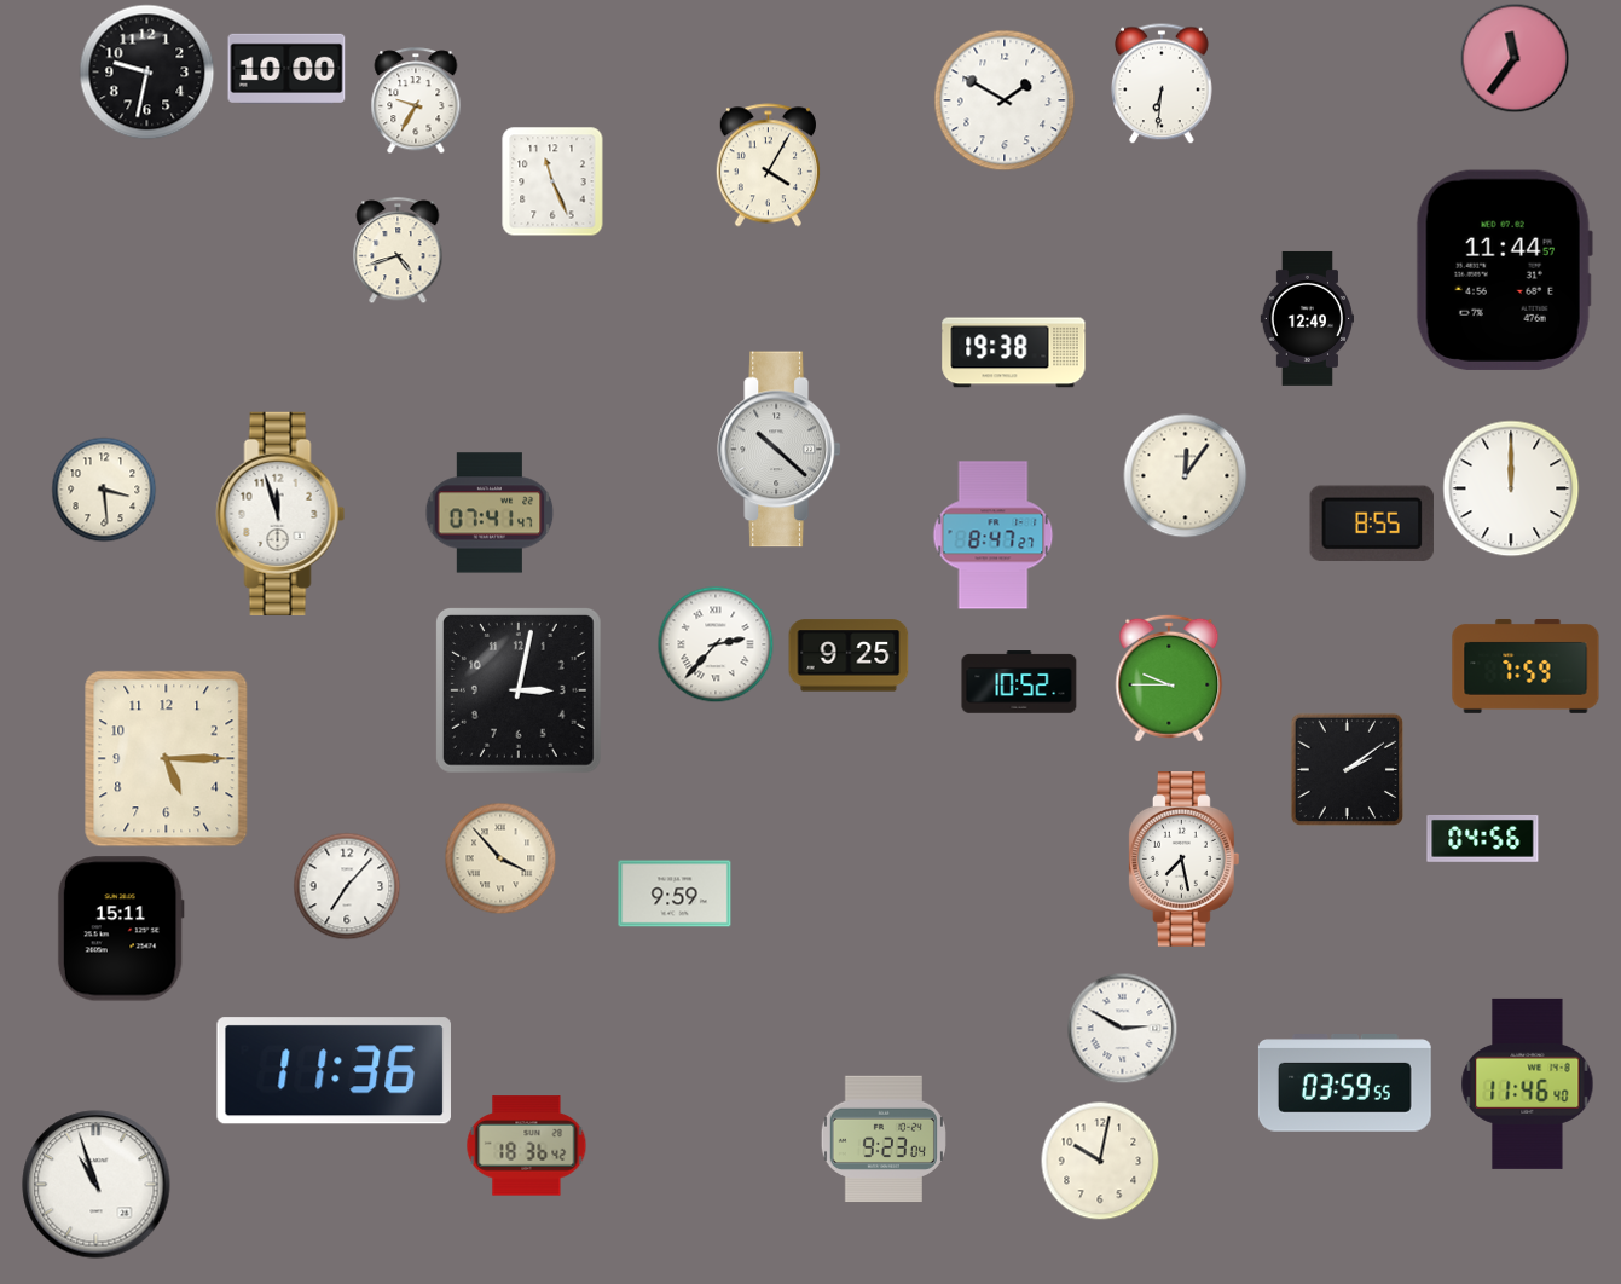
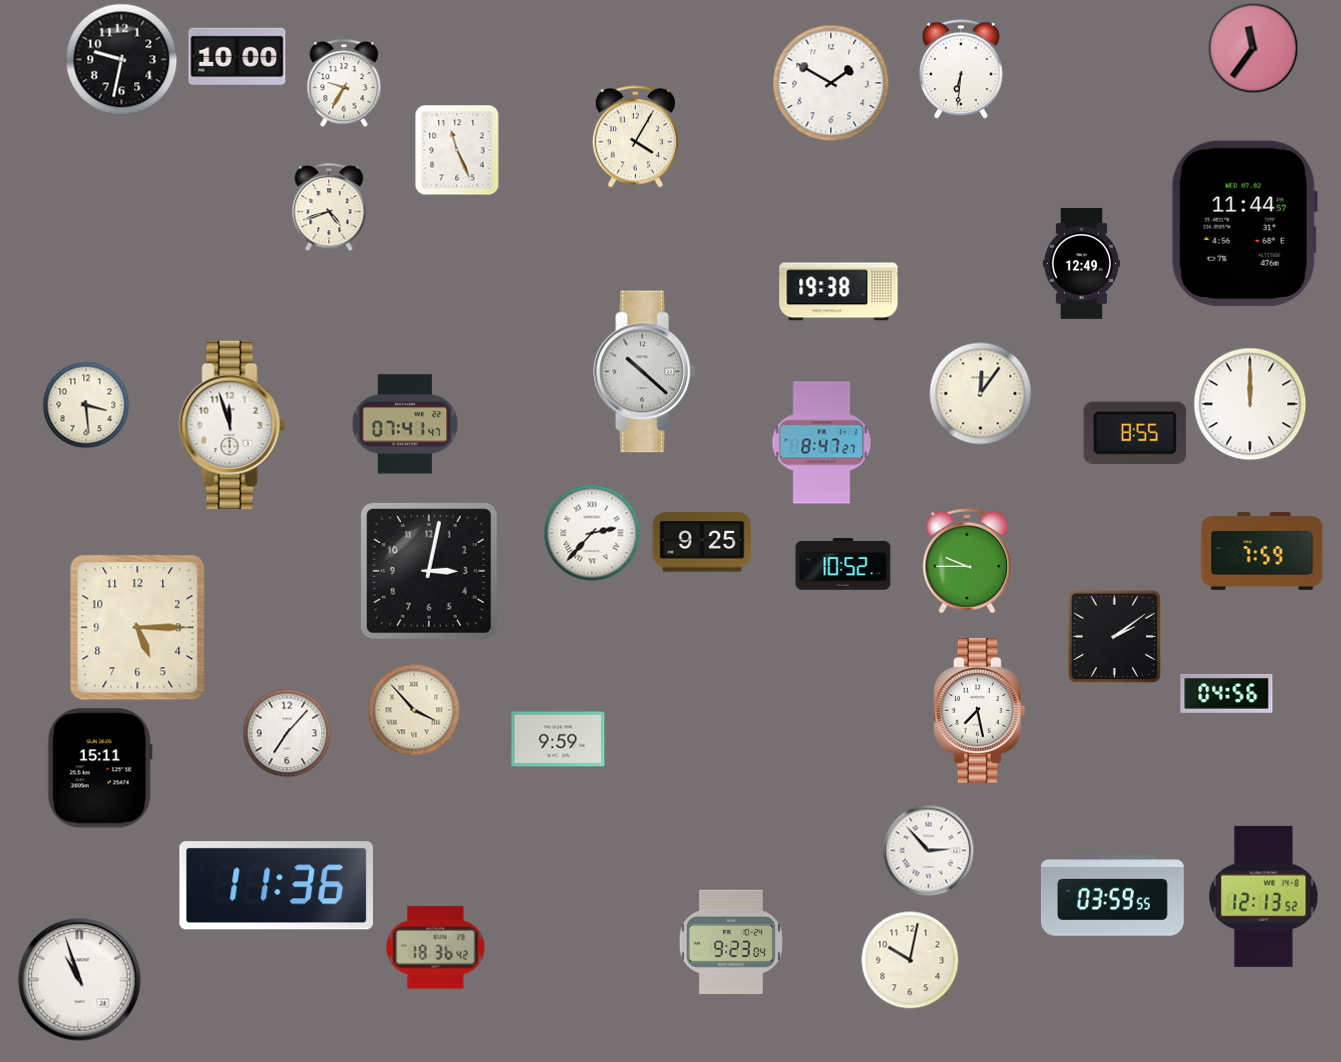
clock at (1123, 1029): 2:50 -> 2:53
clock at (1528, 1083): 11:46 -> 12:13
